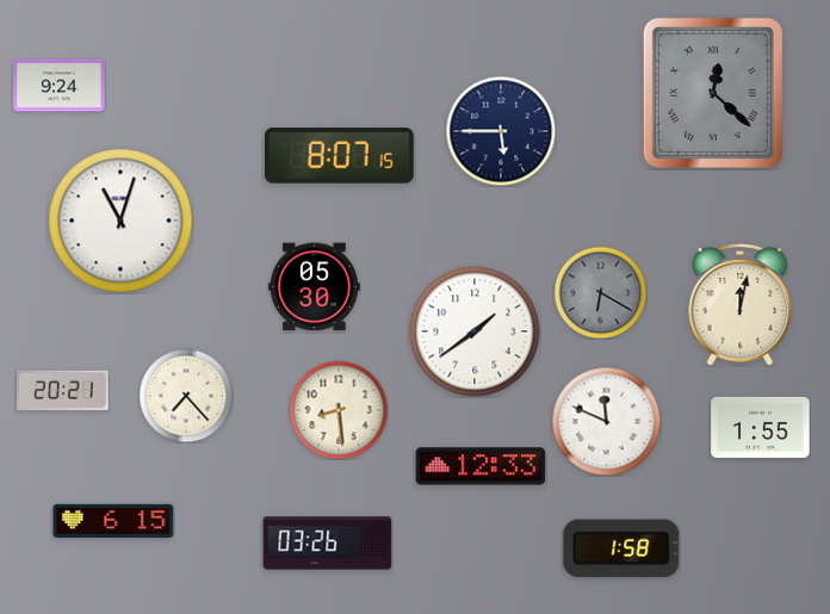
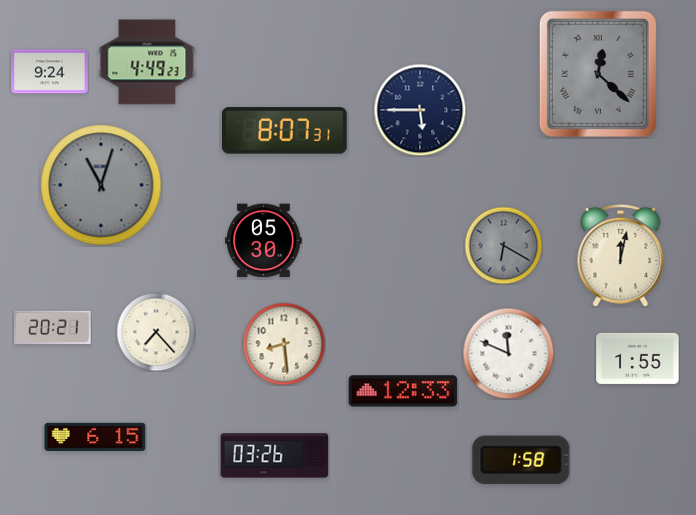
clock at (147, 62): none -> 4:49
clock at (713, 93) position: (713, 93) -> (598, 74)
clock at (339, 156): 8:07:15 -> 8:07:31
clock at (120, 221) dial: white -> grey
clock at (475, 331): 1:39 -> none
